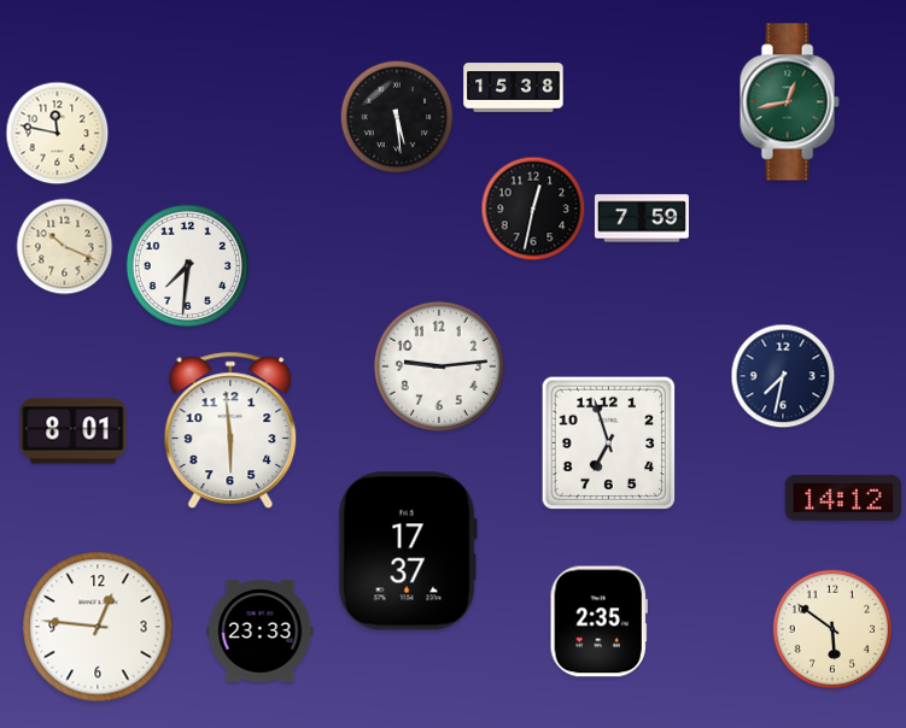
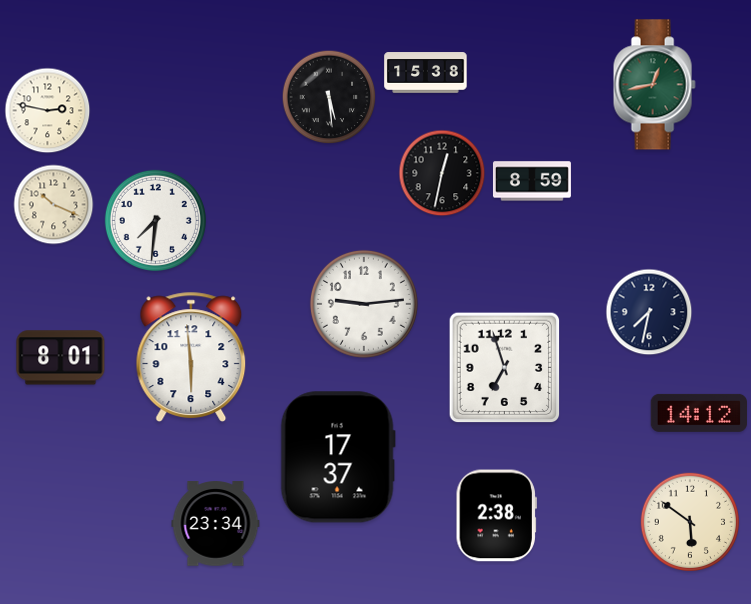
clock at (58, 134): 11:47 -> 2:47
clock at (642, 218): 7:59 -> 8:59
clock at (598, 622): 2:35 -> 2:38
clock at (98, 627): 12:46 -> none
clock at (261, 632): 23:33 -> 23:34
